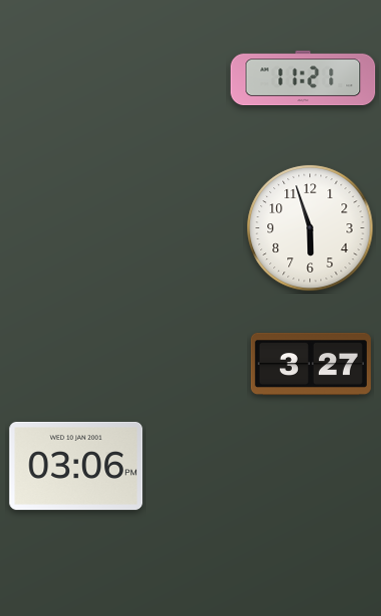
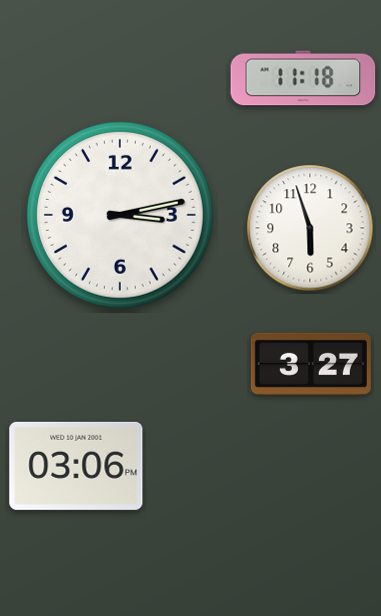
clock at (303, 78): 11:21 -> 11:18
clock at (120, 215): none -> 3:13
